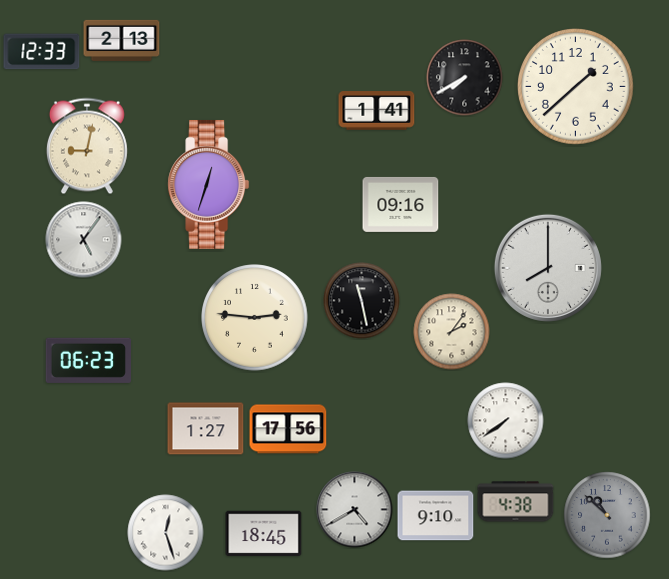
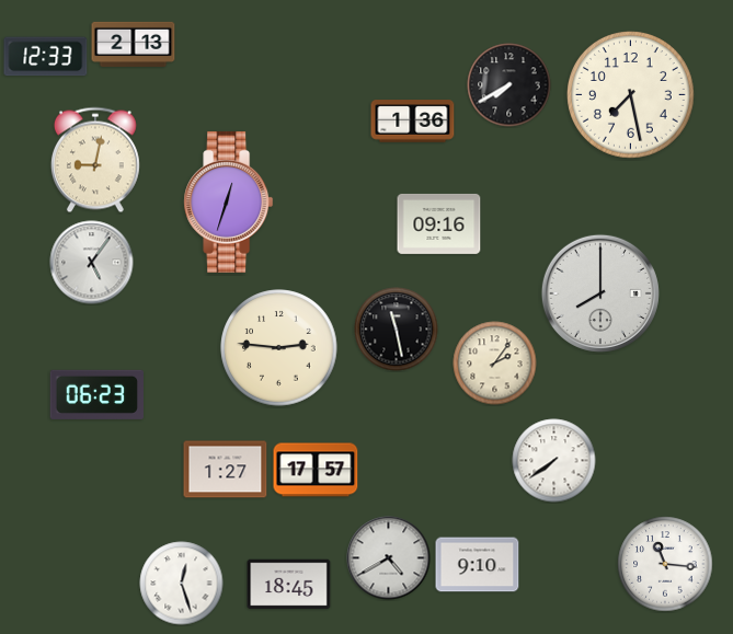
clock at (576, 87): 1:38 -> 7:28
clock at (377, 111): 1:41 -> 1:36
clock at (288, 429): 17:56 -> 17:57
clock at (516, 502): 4:38 -> none
clock at (607, 515): 10:52 -> 11:16
clock at (607, 515) dial: grey -> white
